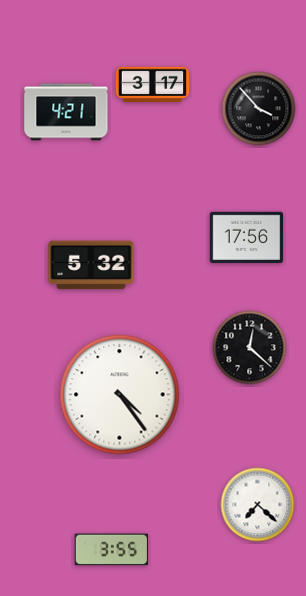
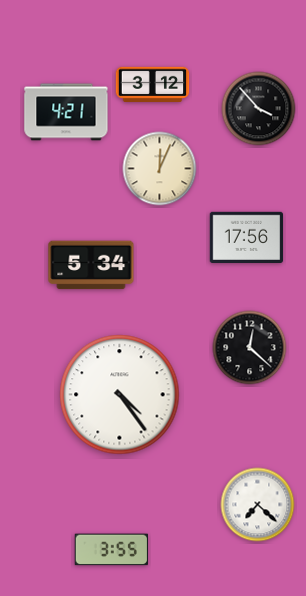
clock at (153, 84): 3:17 -> 3:12
clock at (160, 169): none -> 12:04
clock at (91, 265): 5:32 -> 5:34
